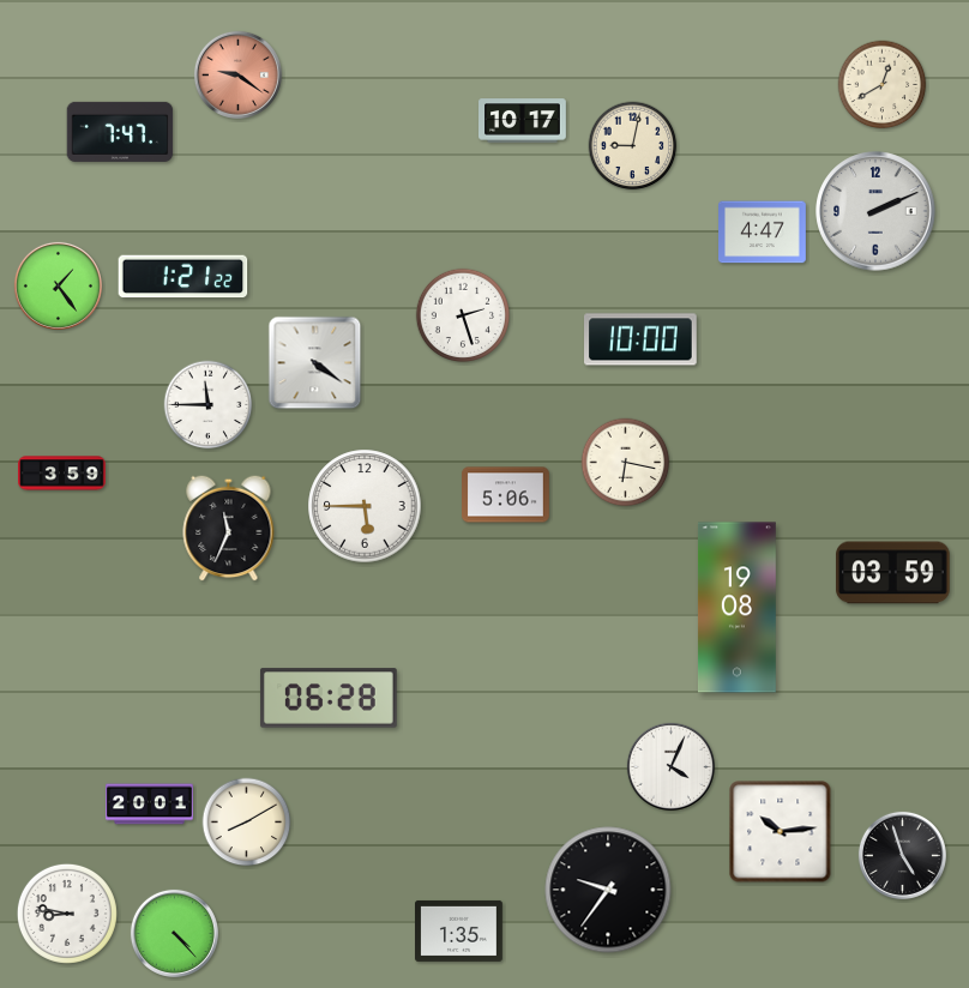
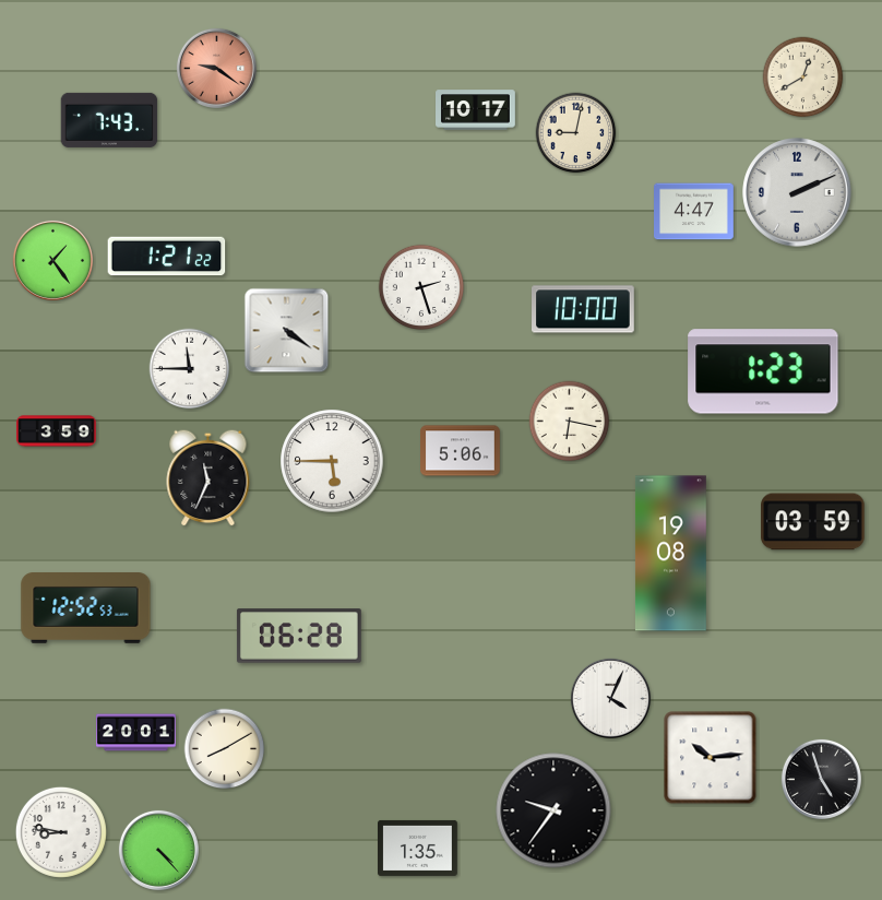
clock at (120, 132): 7:47 -> 7:43
clock at (183, 277) position: (183, 277) -> (167, 257)
clock at (763, 371): none -> 1:23
clock at (229, 528) position: (229, 528) -> (208, 477)
clock at (86, 608): none -> 12:52
